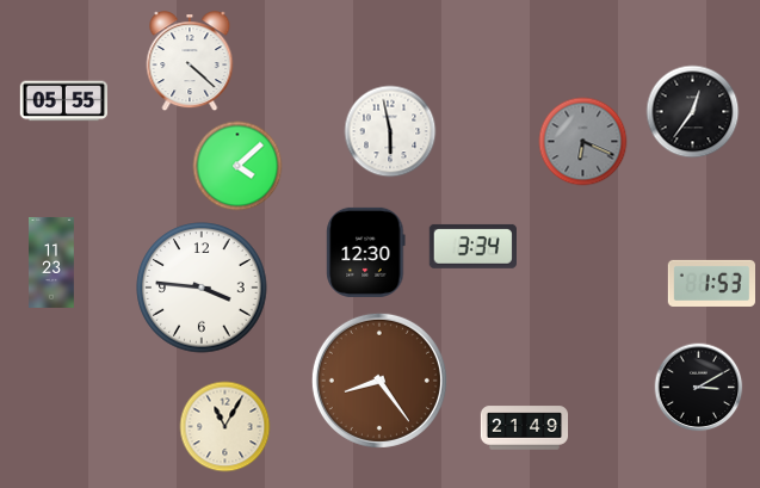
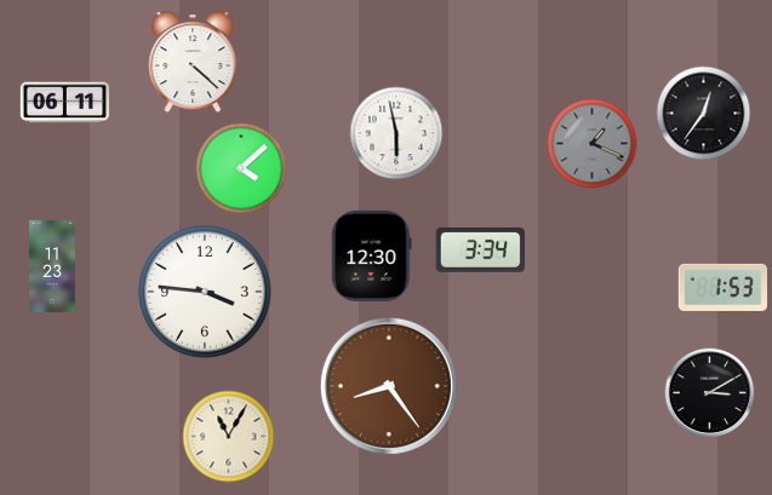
clock at (63, 101): 05:55 -> 06:11
clock at (583, 142): 6:19 -> 1:19
clock at (379, 381) position: (379, 381) -> (389, 386)
clock at (225, 427) position: (225, 427) -> (229, 437)
clock at (525, 428): 21:49 -> none
